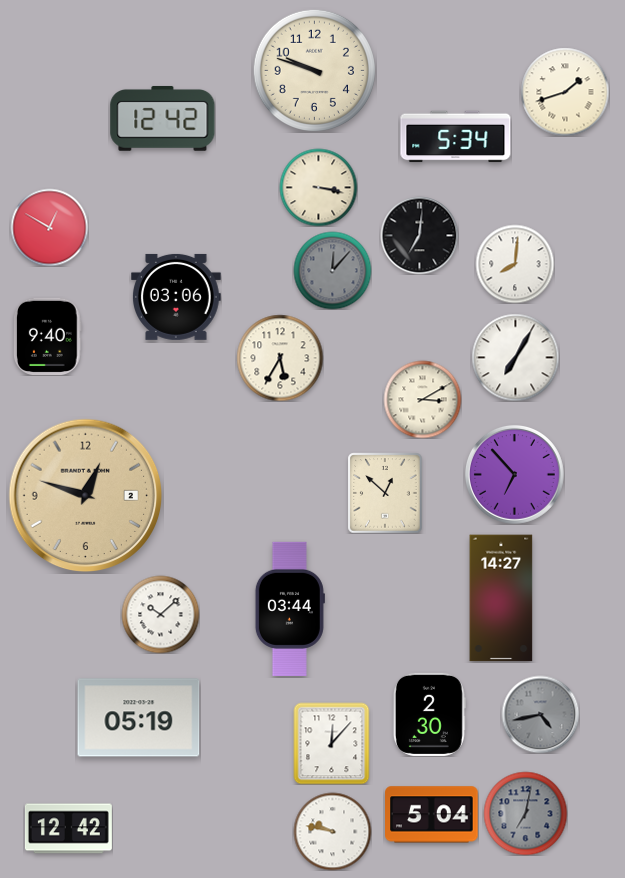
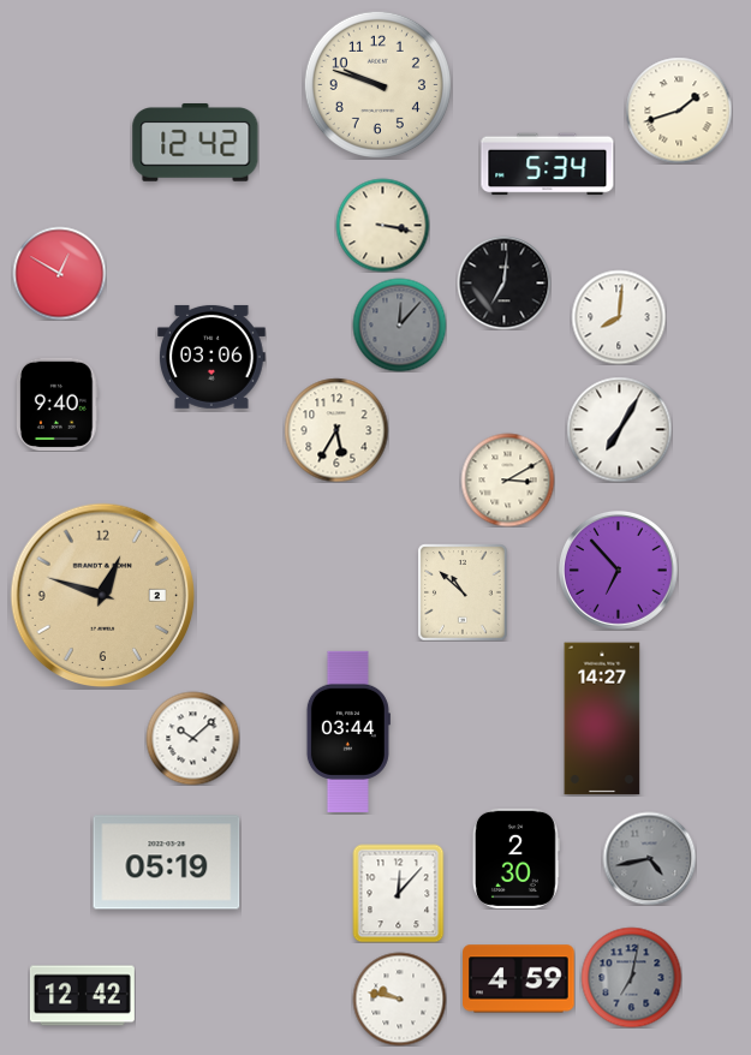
clock at (385, 493): 12:52 -> 10:52
clock at (432, 815): 5:04 -> 4:59
